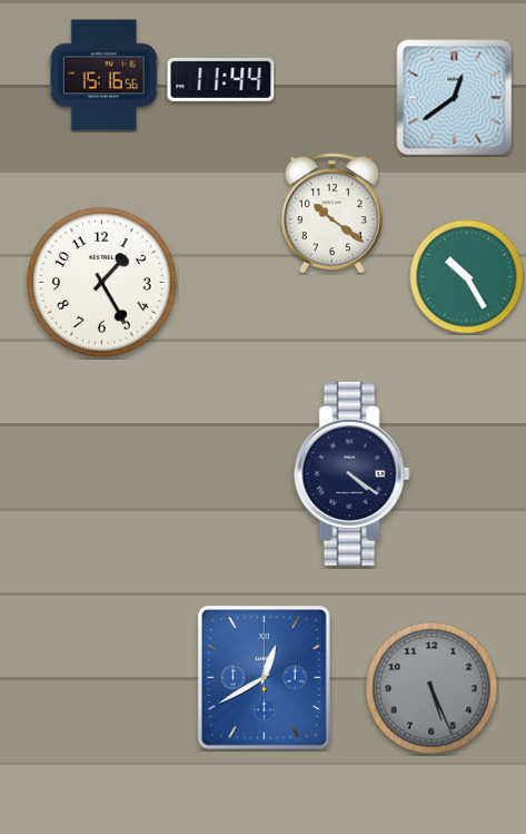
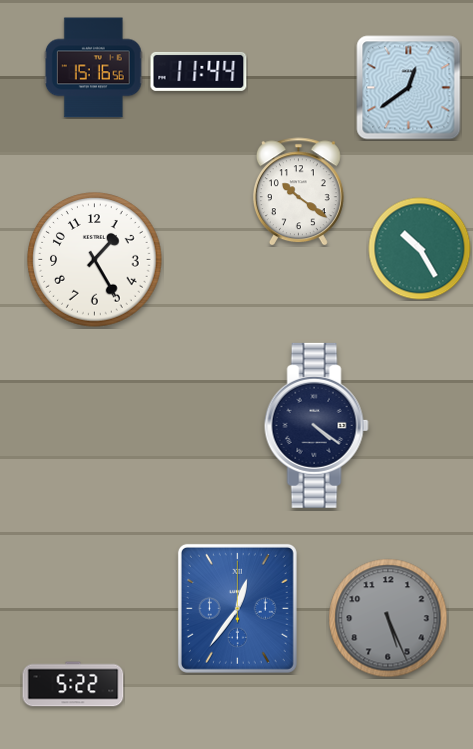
clock at (102, 283) position: (102, 283) -> (95, 260)
clock at (264, 677): 12:40 -> 12:36
clock at (73, 684): none -> 5:22
